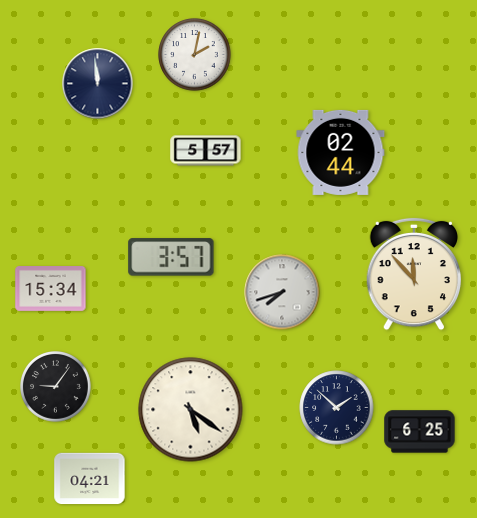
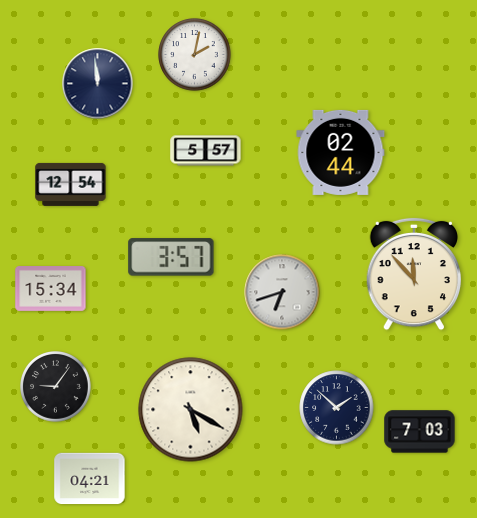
clock at (71, 184): none -> 12:54
clock at (282, 292): 7:42 -> 6:42
clock at (191, 410): 5:21 -> 5:20
clock at (420, 432): 6:25 -> 7:03
